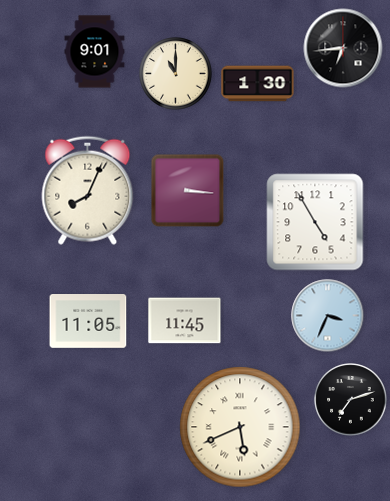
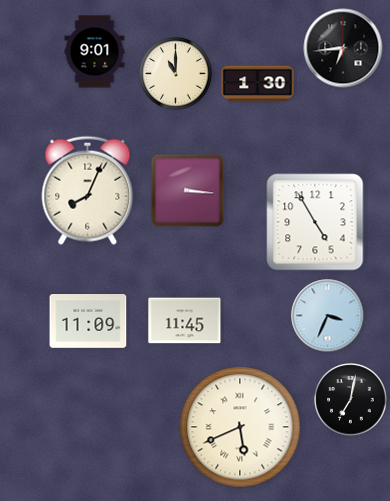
clock at (88, 322): 11:05 -> 11:09
clock at (351, 400): 7:12 -> 7:02
